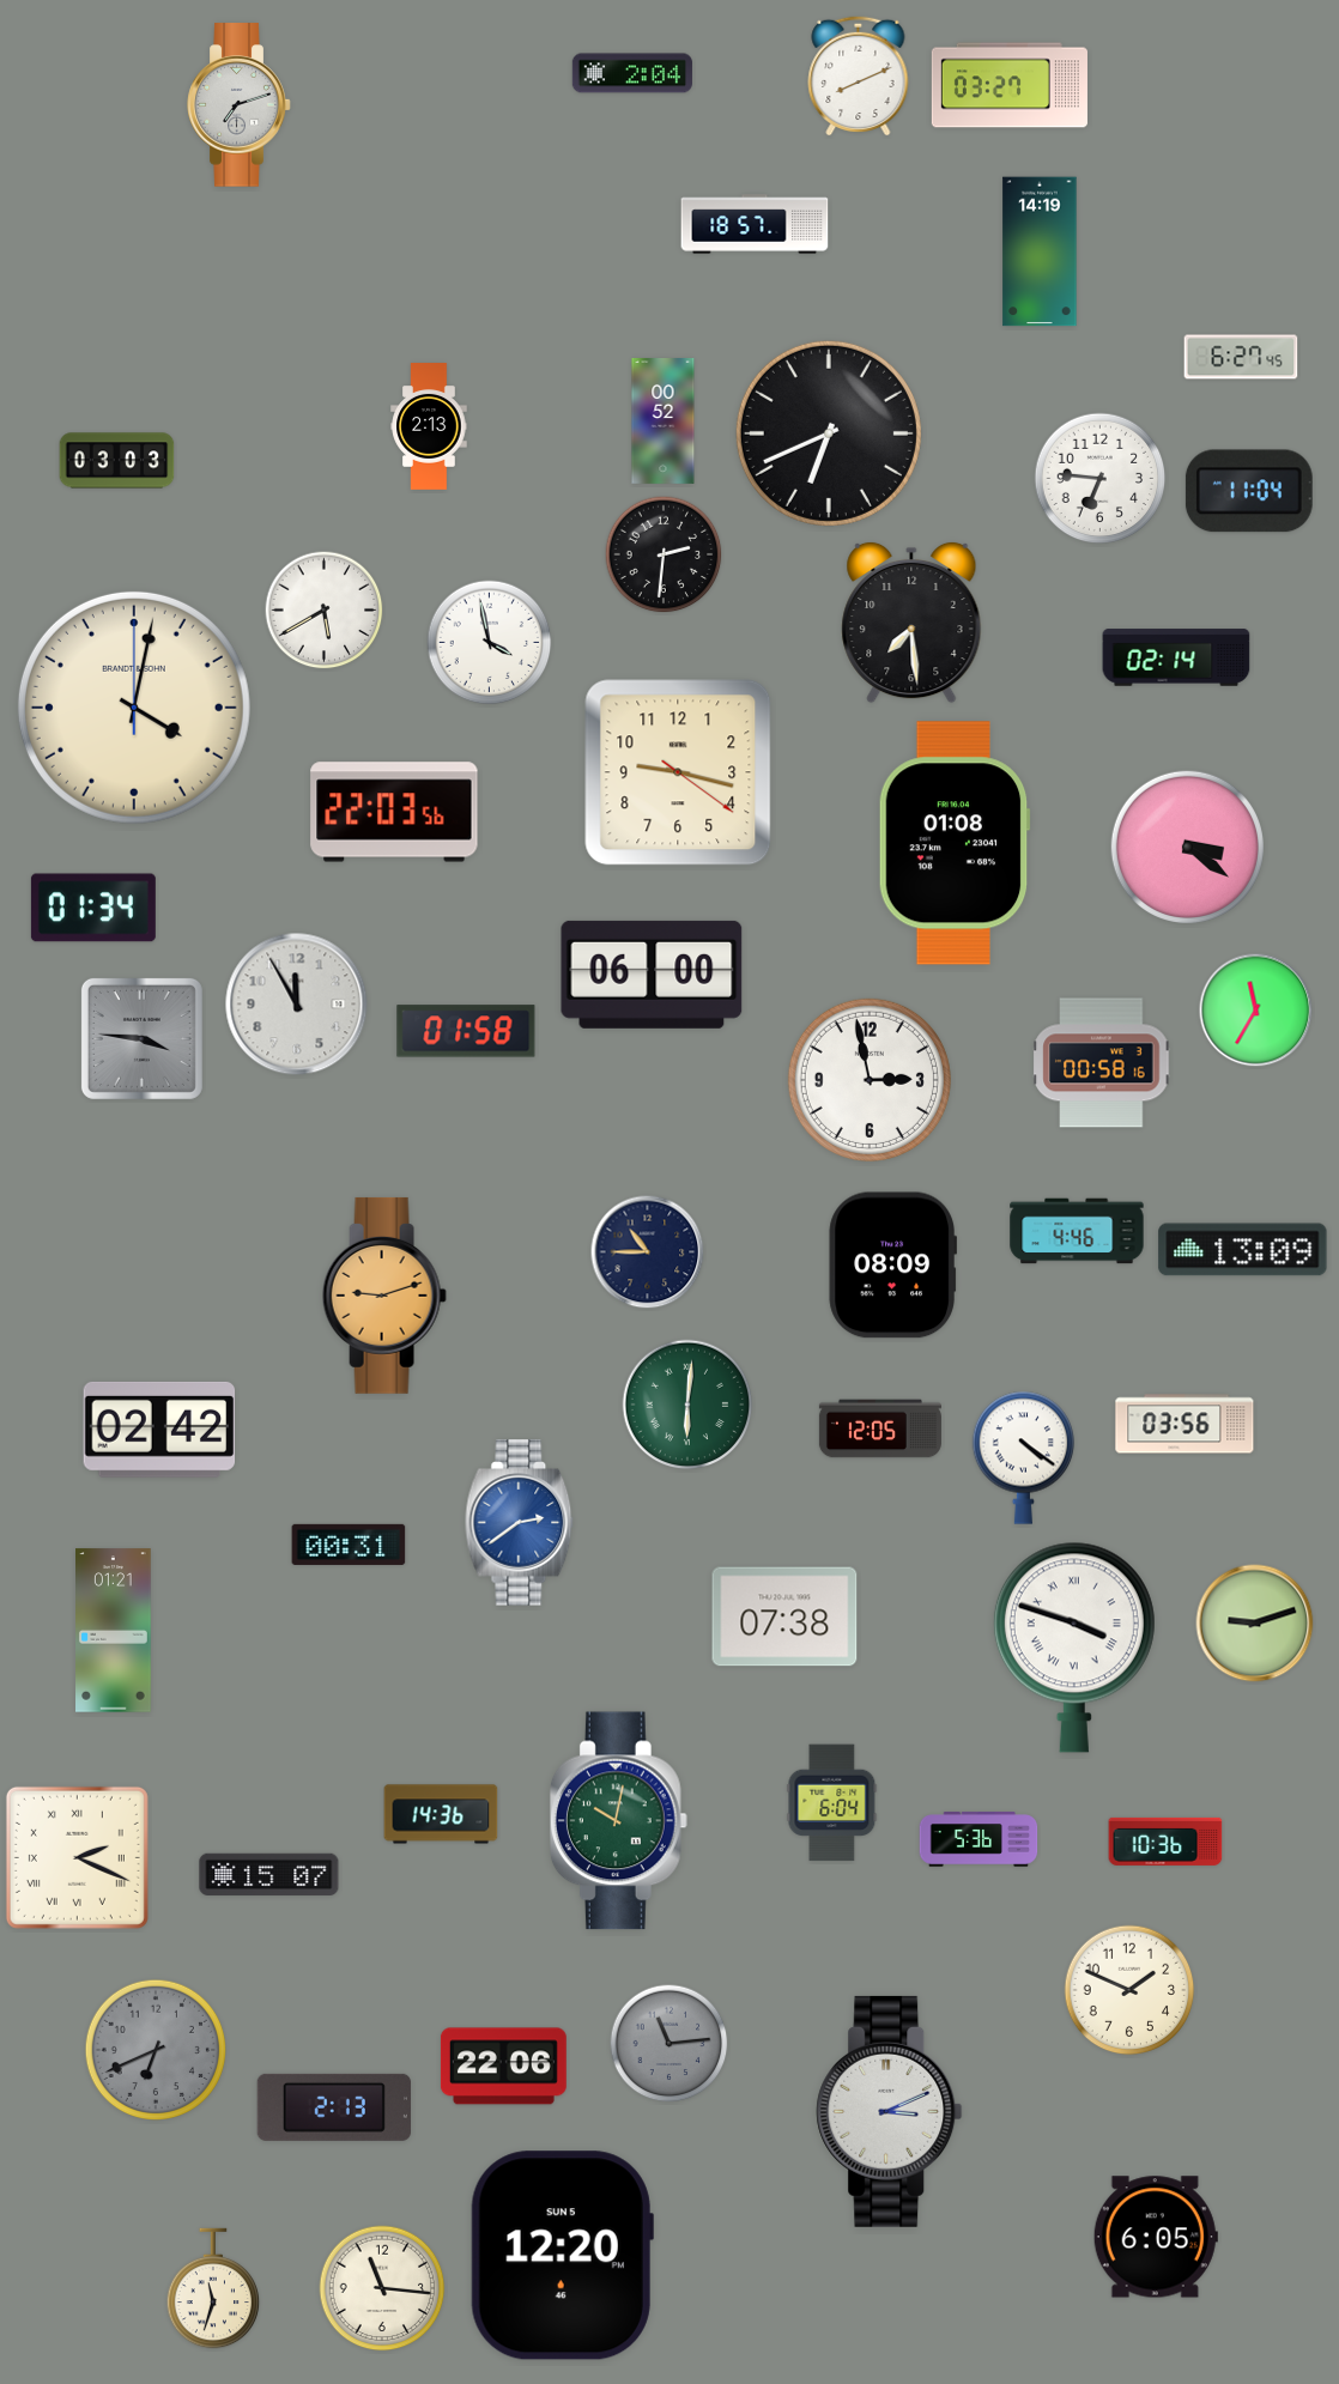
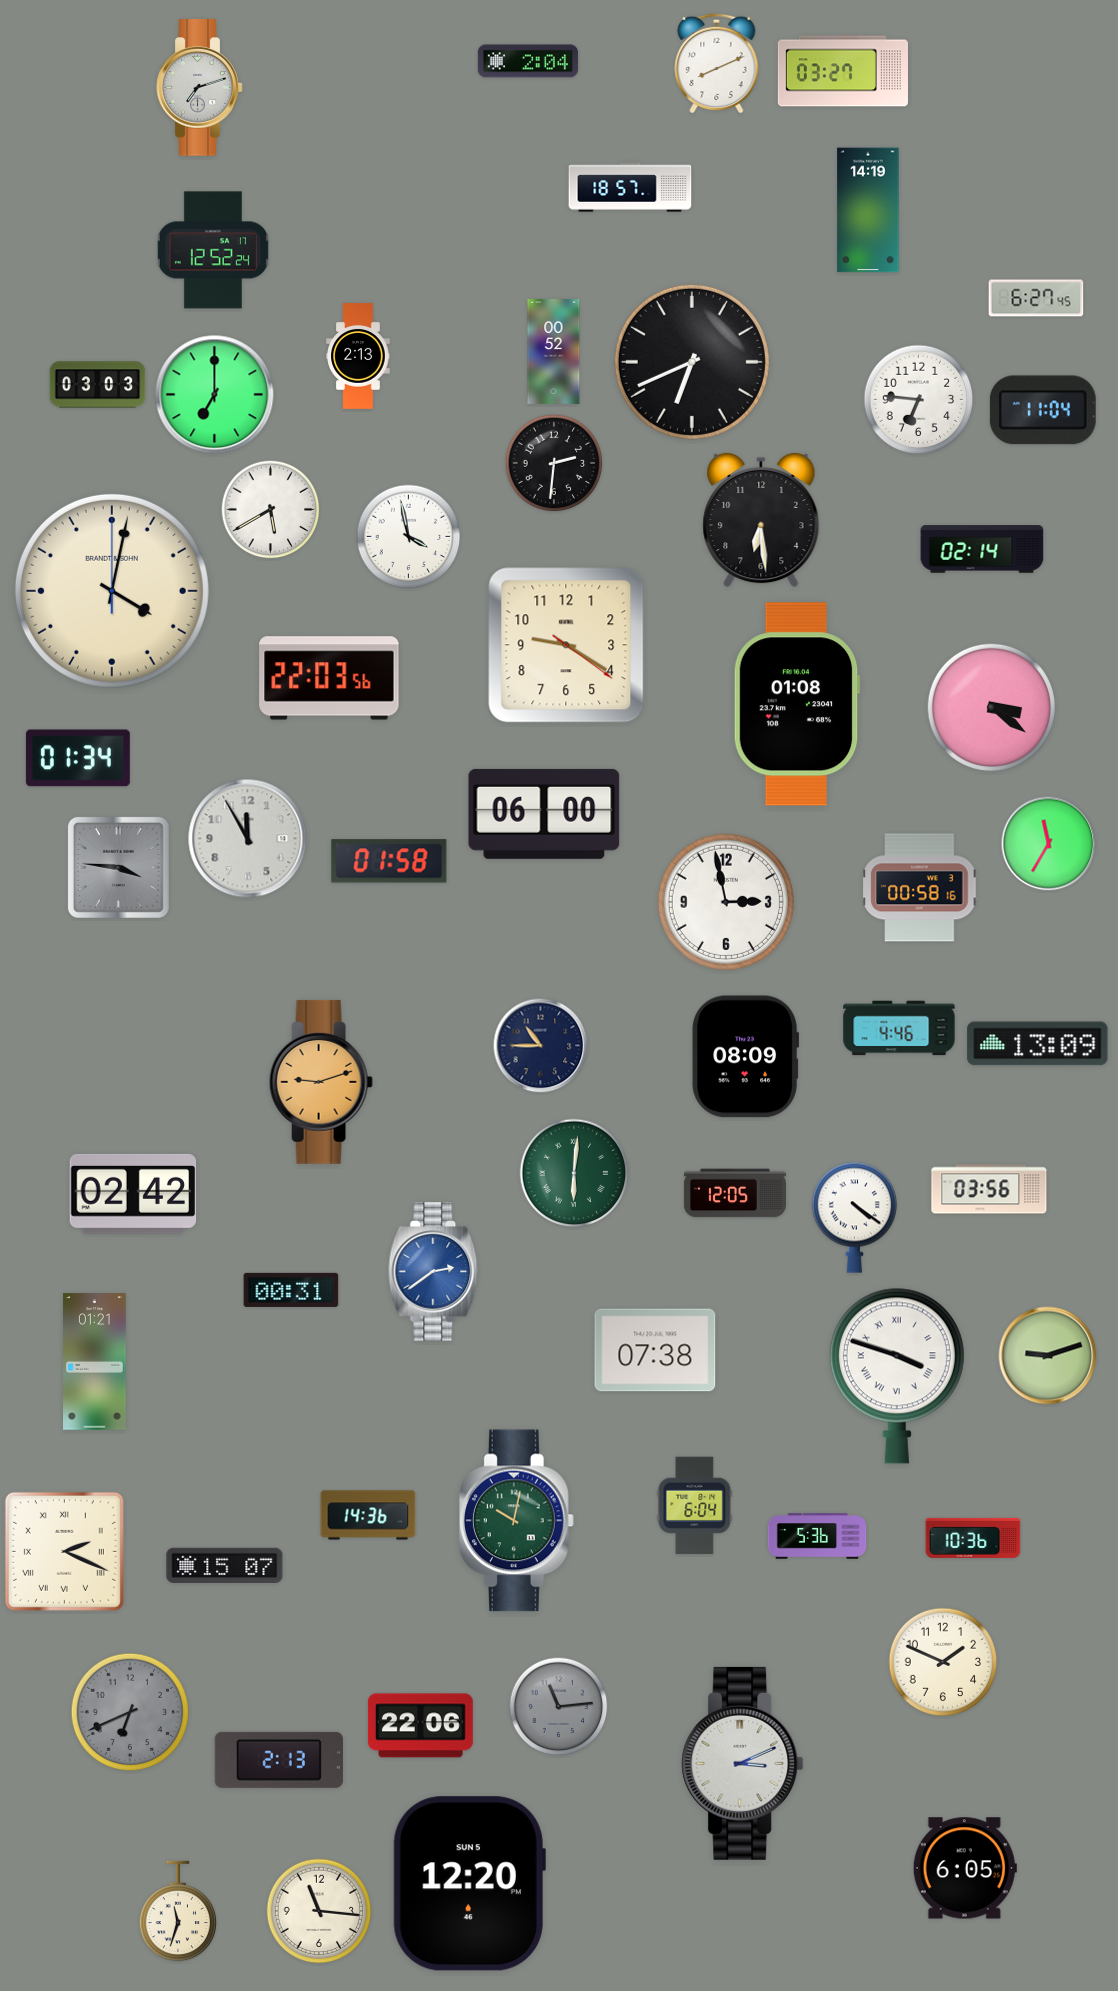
clock at (213, 250): none -> 12:52
clock at (215, 395): none -> 7:00
clock at (911, 623): 7:29 -> 6:29
clock at (678, 772): 9:17 -> 9:20
